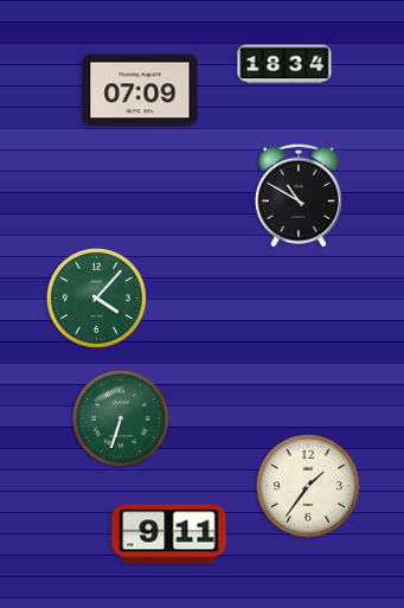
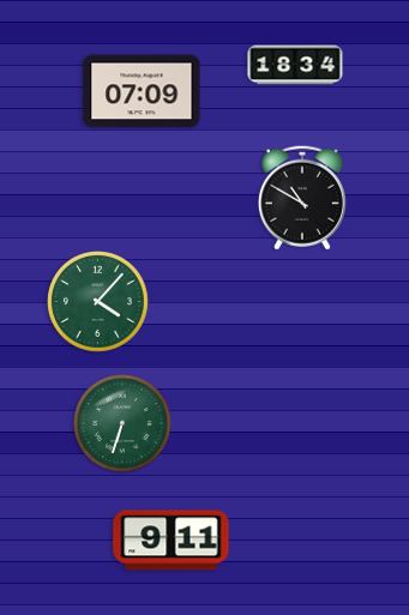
clock at (284, 64) position: (284, 64) -> (295, 65)
clock at (308, 486): 1:36 -> none
